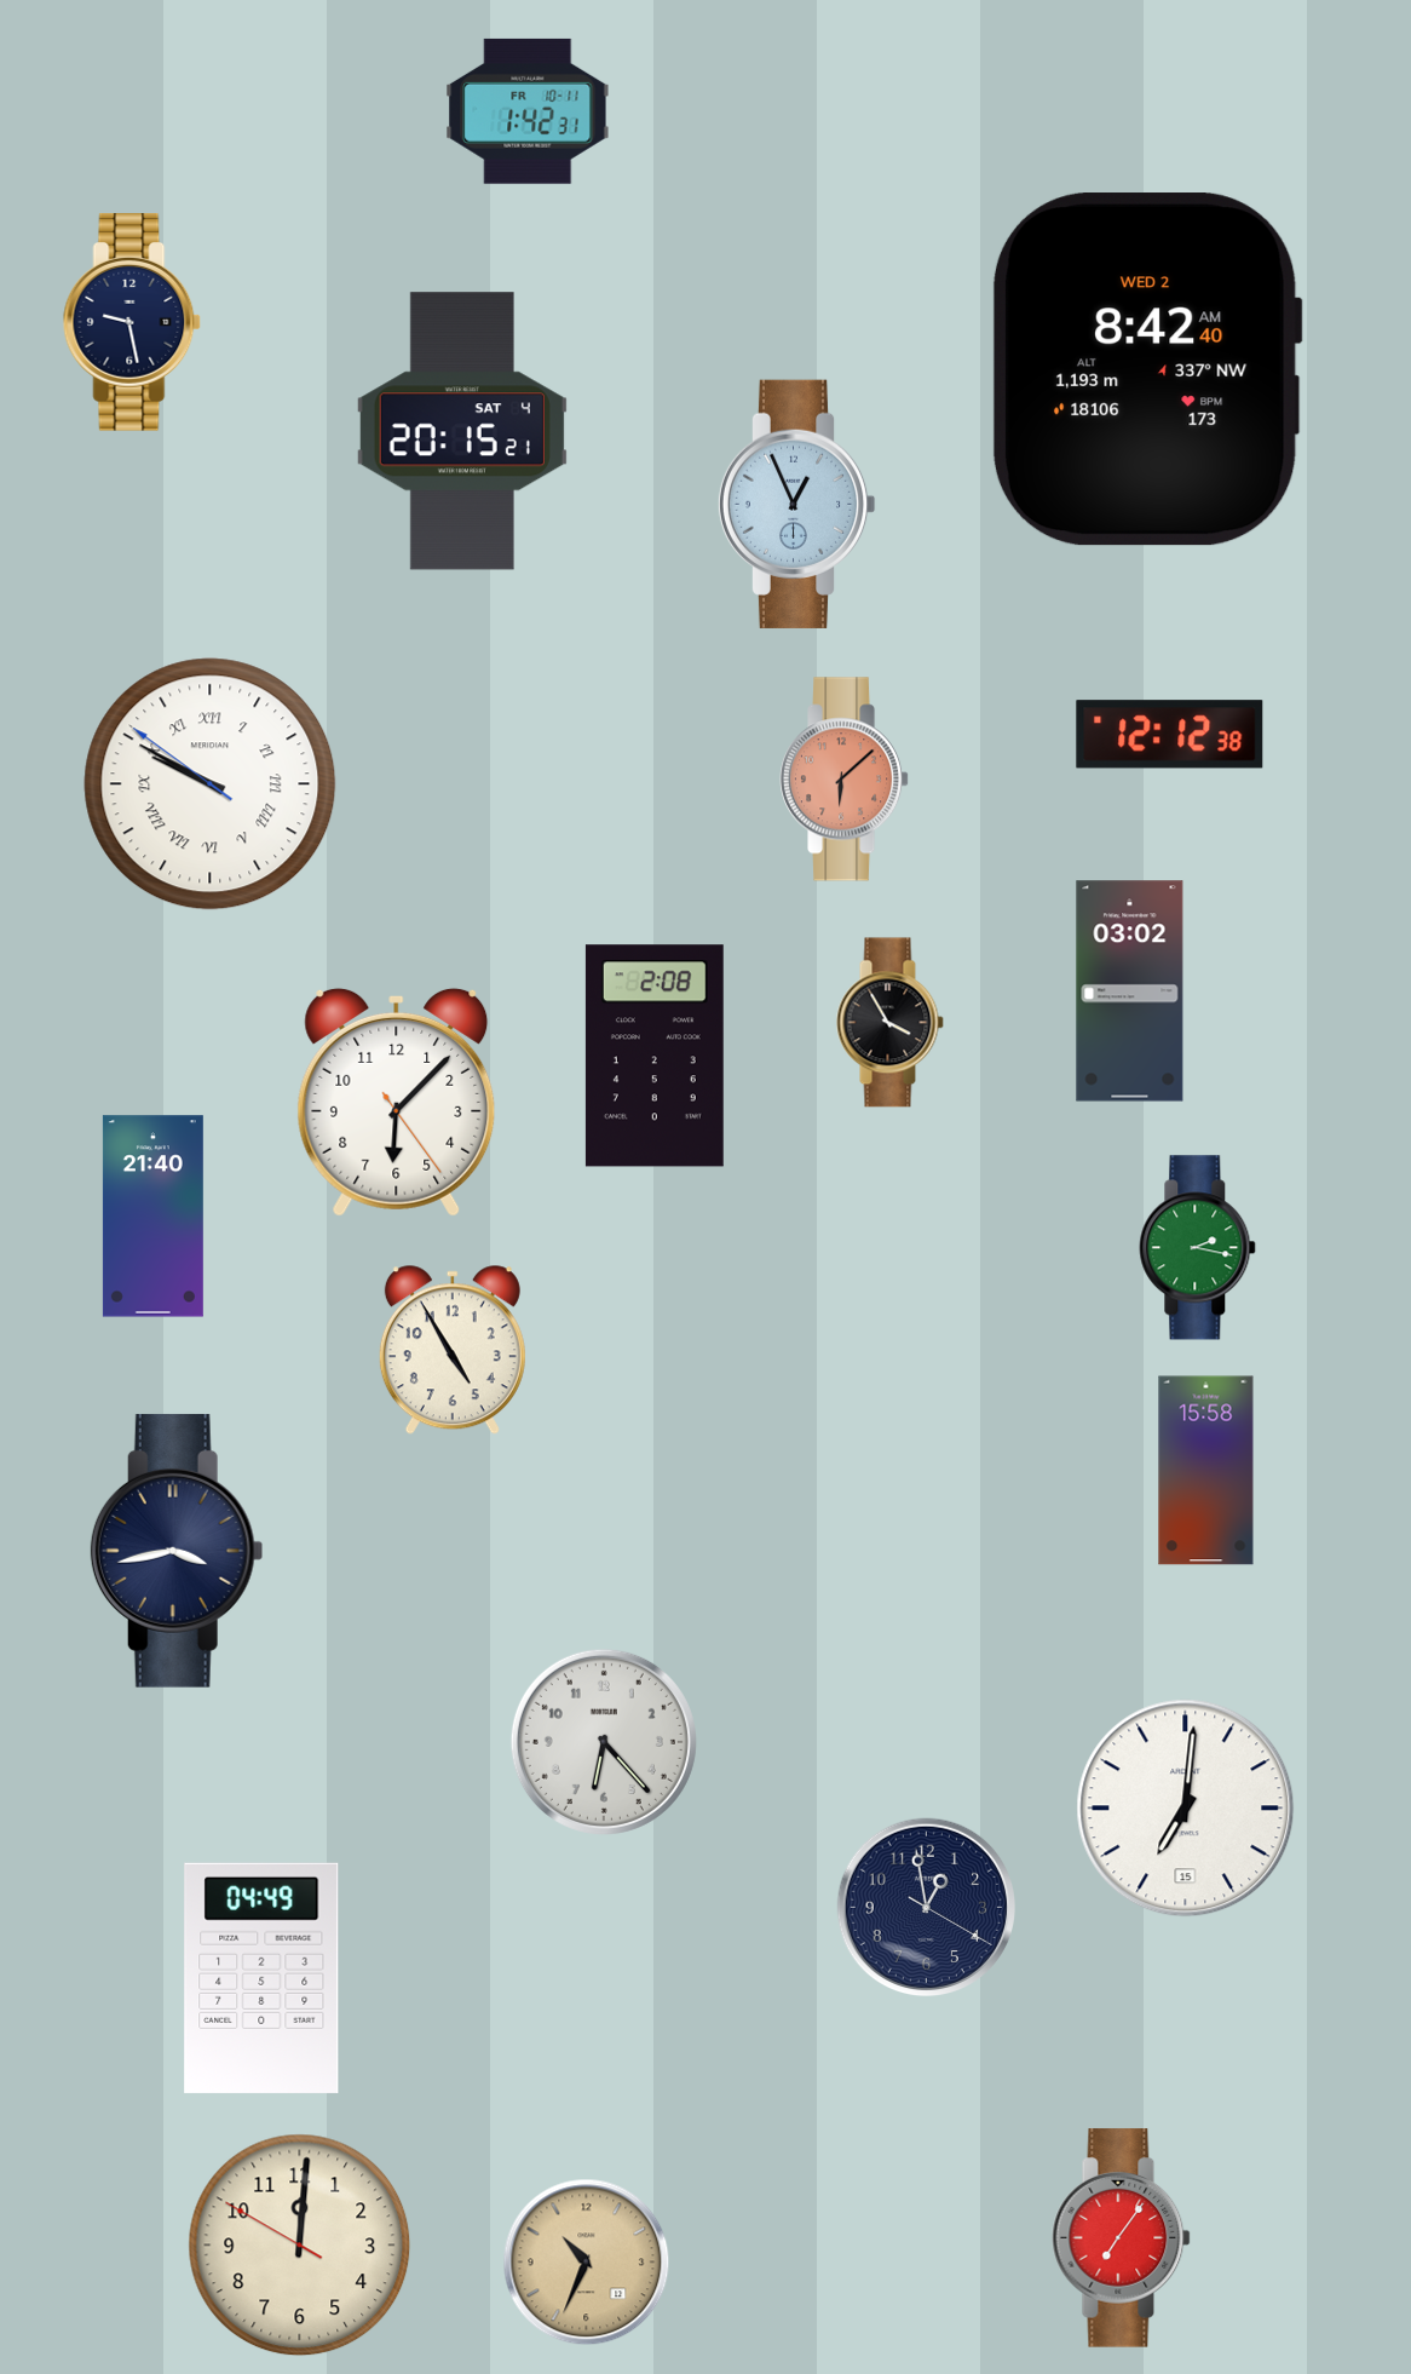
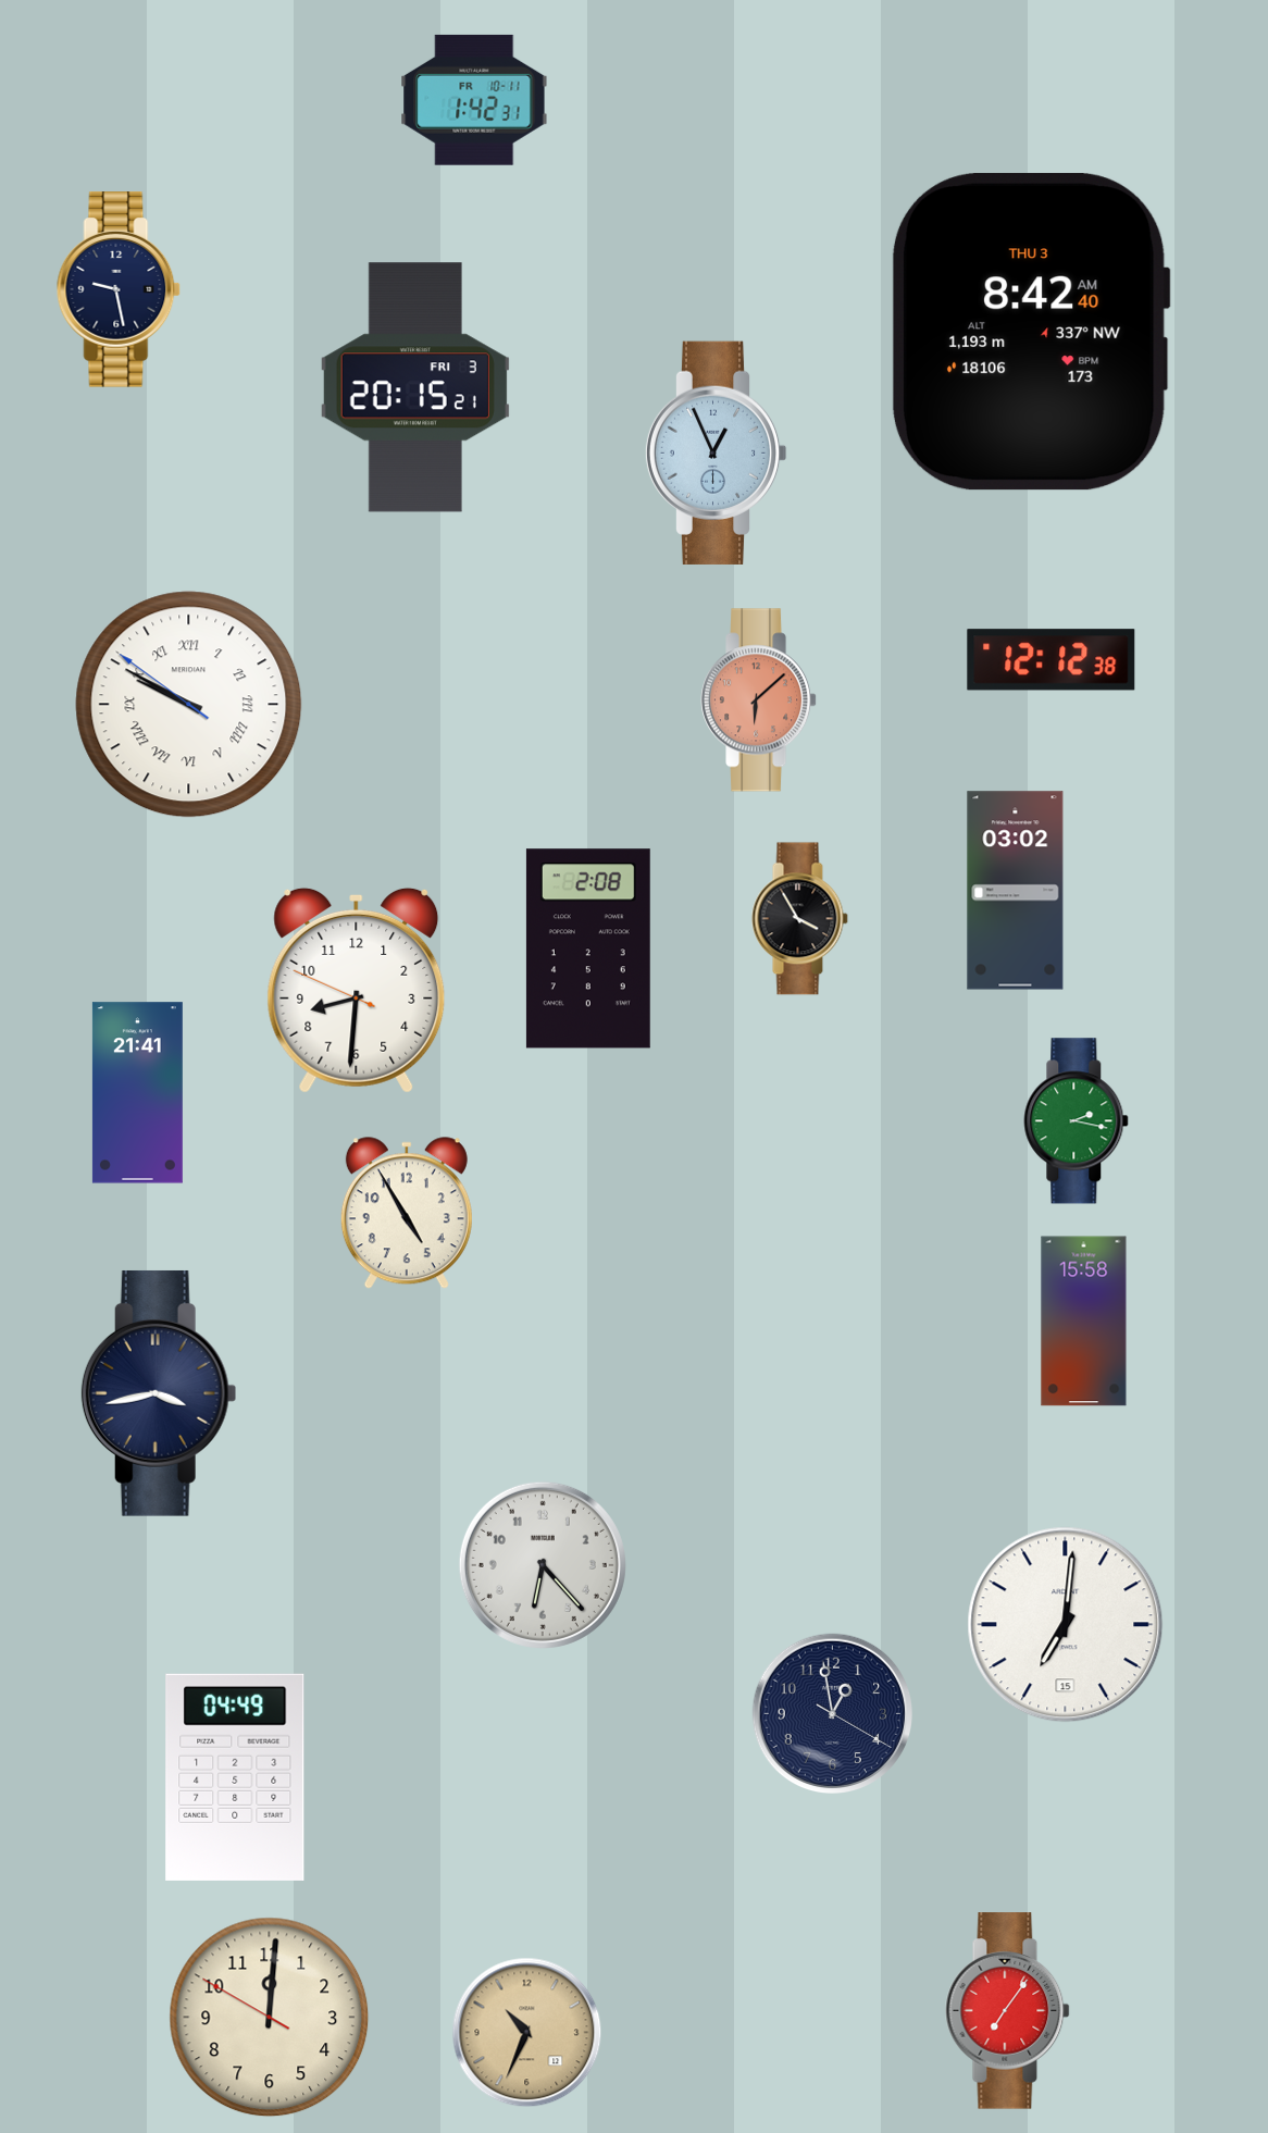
clock at (1147, 369) date: WED 2 -> THU 3
clock at (462, 431) date: SAT 4 -> FRI 3
clock at (397, 1102): 6:07 -> 8:30
clock at (152, 1217): 21:40 -> 21:41
